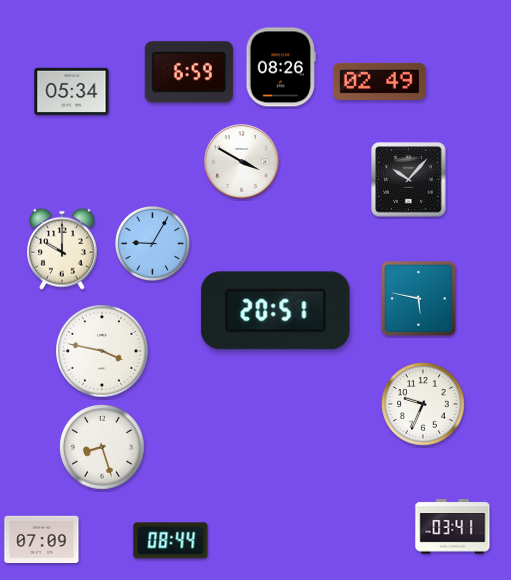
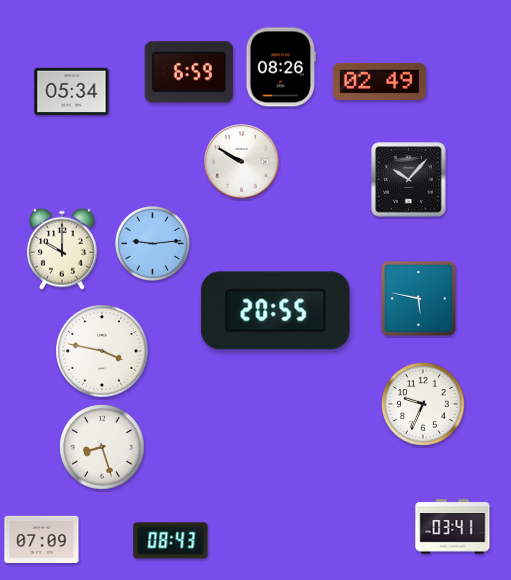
clock at (242, 162): 3:50 -> 9:50
clock at (153, 244): 9:05 -> 9:14
clock at (276, 311): 20:51 -> 20:55
clock at (171, 541): 08:44 -> 08:43
